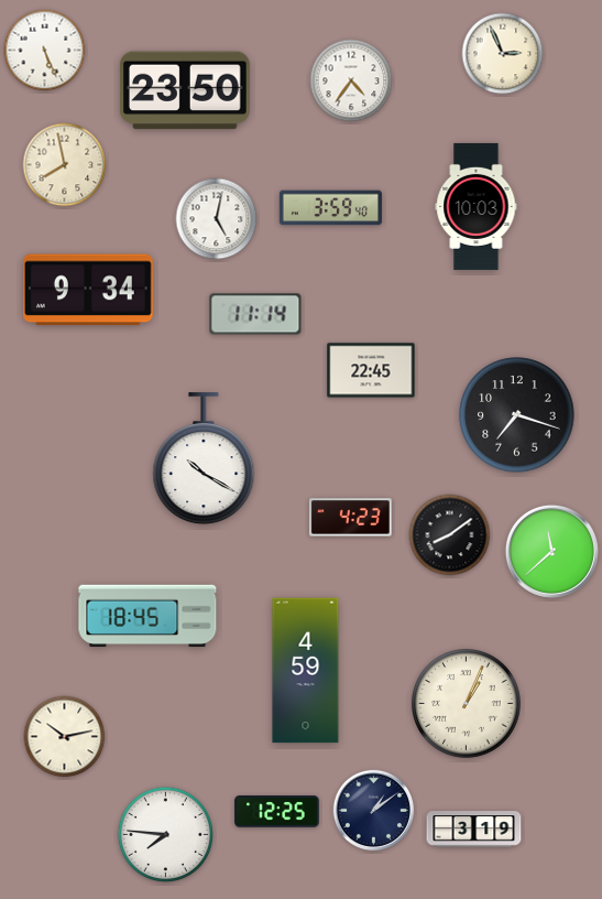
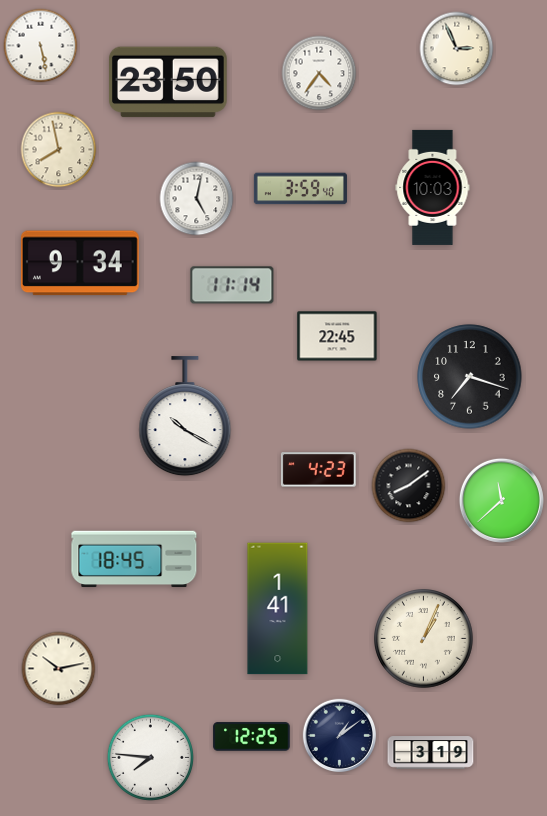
clock at (45, 51): 5:26 -> 5:28
clock at (306, 671): 4:59 -> 1:41
